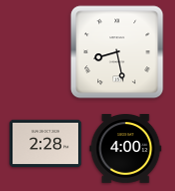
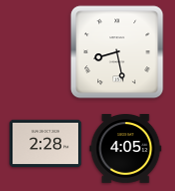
clock at (126, 149): 4:00 -> 4:05
